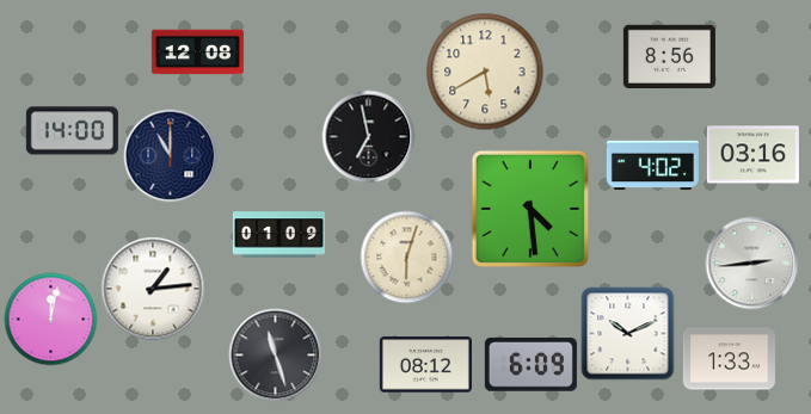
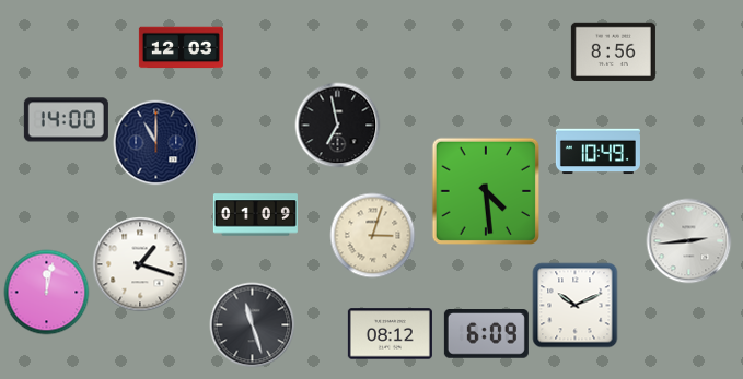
clock at (197, 52): 12:08 -> 12:03
clock at (485, 72): 5:40 -> none
clock at (752, 155): 03:16 -> none
clock at (652, 166): 4:02 -> 10:49
clock at (406, 257): 6:03 -> 3:03
clock at (153, 289): 1:14 -> 1:18
clock at (729, 359): 1:33 -> none
